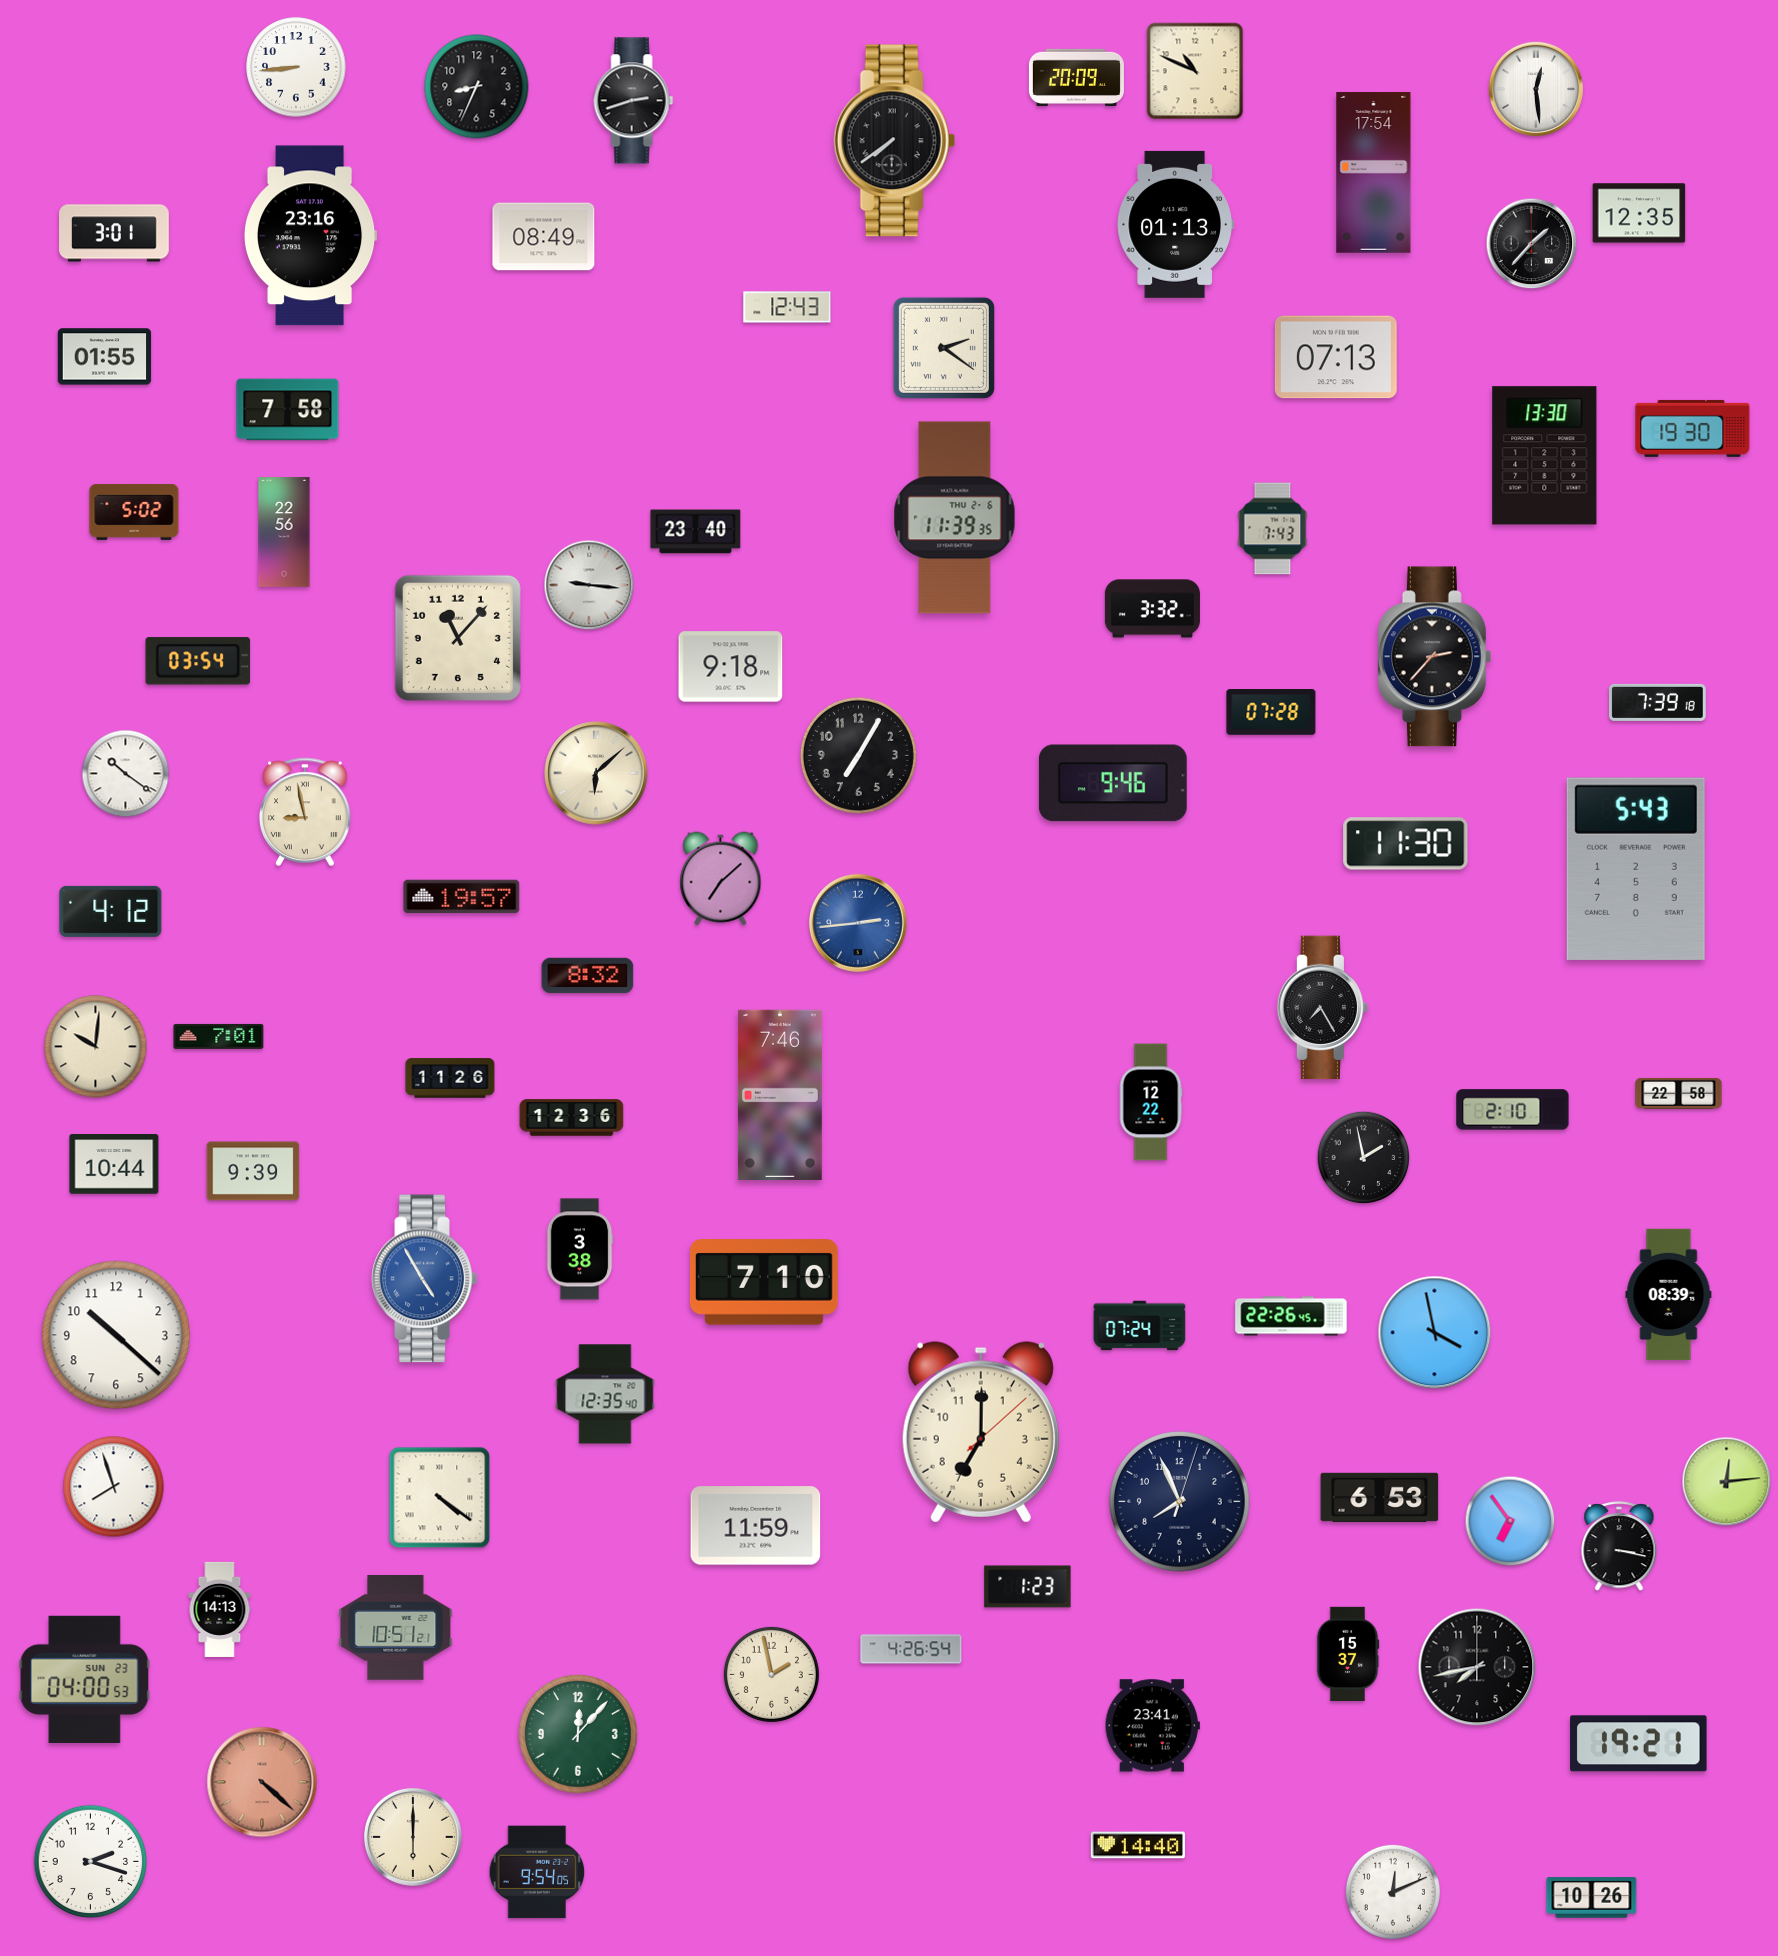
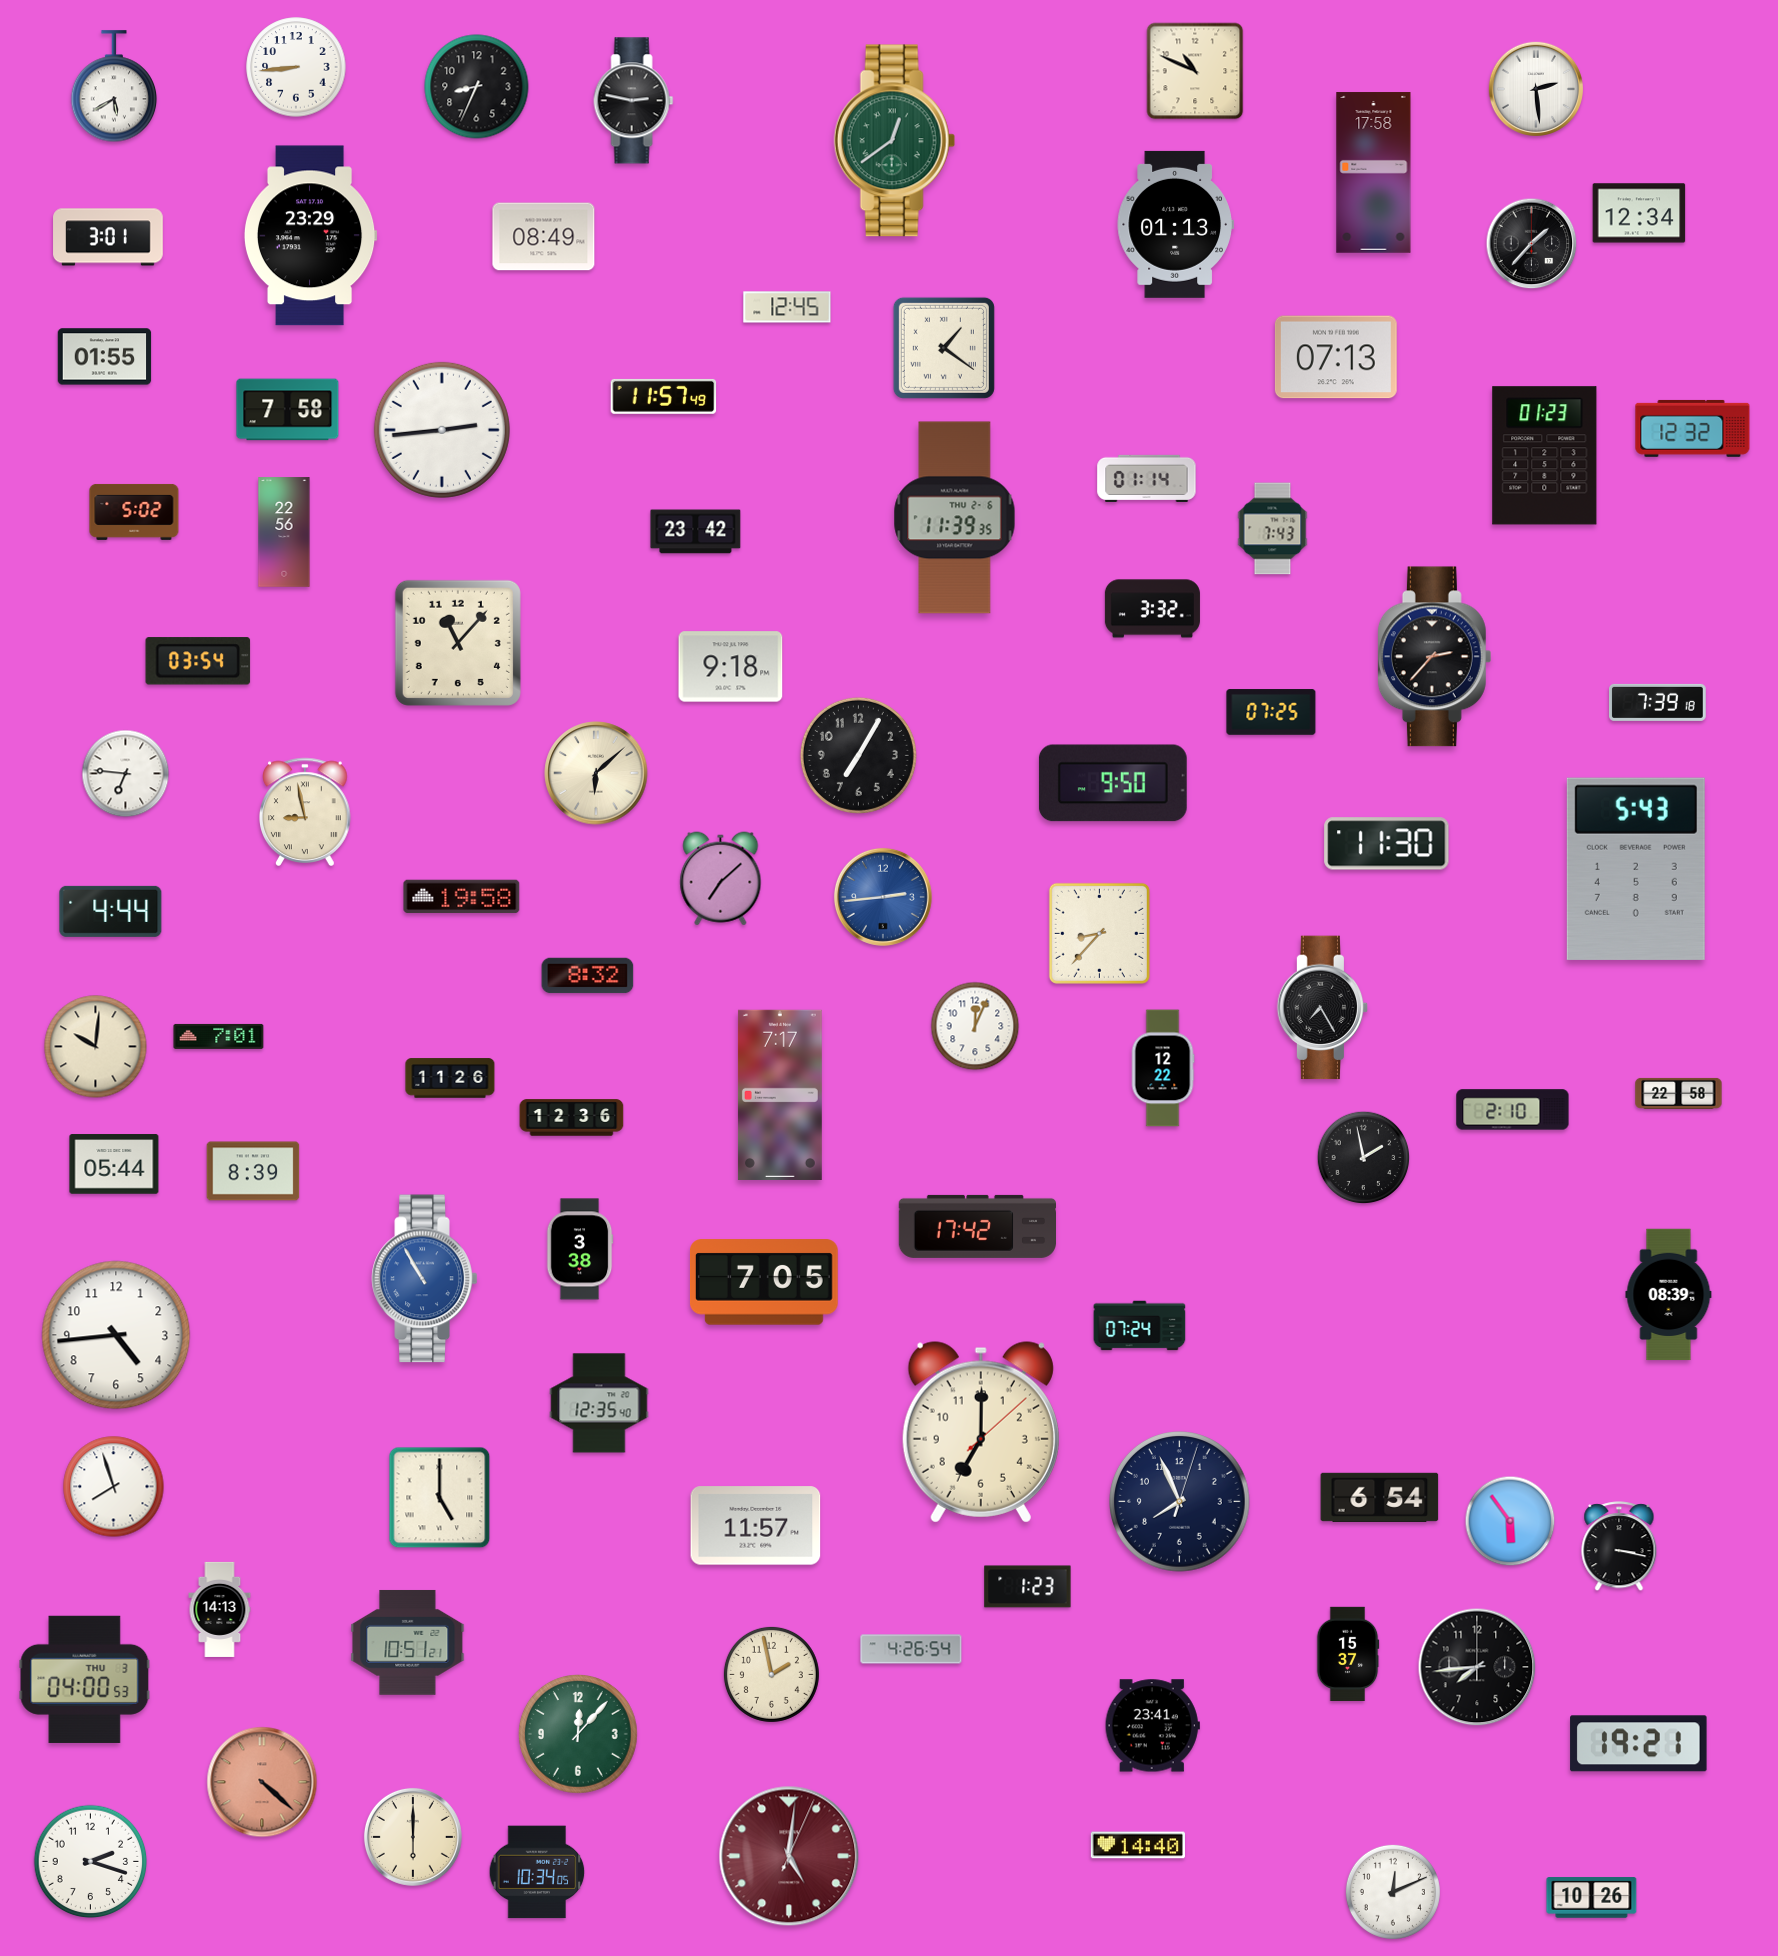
clock at (1076, 78): 20:09 -> none
clock at (114, 87): none -> 5:40
clock at (1536, 89): 12:29 -> 2:29
clock at (634, 101): 2:42 -> 2:47
clock at (894, 141): 7:39 -> 12:39
clock at (894, 141) dial: black -> green
clock at (1374, 173): 17:54 -> 17:58
clock at (1639, 213): 12:35 -> 12:34
clock at (114, 233) position: (114, 233) -> (108, 237)
clock at (310, 236): 23:16 -> 23:29
clock at (787, 307): 12:43 -> 12:45
clock at (944, 348): 2:21 -> 1:21
clock at (664, 396): none -> 11:57
clock at (1693, 428): 19:30 -> 12:32
clock at (442, 430): none -> 2:44
clock at (1545, 456): 13:30 -> 01:23
clock at (1147, 478): none -> 01:14
clock at (696, 532): 23:40 -> 23:42
clock at (589, 585): 9:16 -> none
clock at (458, 638) position: (458, 638) -> (458, 643)
clock at (1271, 712): 07:28 -> 07:25
clock at (126, 774): 10:21 -> 6:46
clock at (1113, 783): 9:46 -> 9:50
clock at (1406, 844) position: (1406, 844) -> (1387, 844)
clock at (462, 897): 19:57 -> 19:58
clock at (111, 911): 4:12 -> 4:44
clock at (858, 923) position: (858, 923) -> (883, 897)
clock at (1099, 933): none -> 8:37
clock at (975, 1026): none -> 12:04
clock at (780, 1095): 7:46 -> 7:17
clock at (1151, 1102) position: (1151, 1102) -> (1163, 1068)
clock at (114, 1164): 10:44 -> 05:44
clock at (253, 1171): 9:39 -> 8:39
clock at (978, 1226): none -> 17:42
clock at (425, 1279): 4:55 -> 10:55
clock at (765, 1282): 7:10 -> 7:05
clock at (1291, 1316): 22:26 -> none
clock at (1435, 1333): 3:58 -> none
clock at (116, 1335): 10:22 -> 4:44
clock at (605, 1394) position: (605, 1394) -> (599, 1403)
clock at (1727, 1482): 12:14 -> none
clock at (1380, 1497): 6:53 -> 6:54
clock at (440, 1498): 4:21 -> 5:00
clock at (1510, 1521): 6:54 -> 5:54
clock at (756, 1526): 11:59 -> 11:57
clock at (396, 1627) position: (396, 1627) -> (408, 1642)
clock at (1477, 1667): 7:43 -> 7:44
clock at (85, 1679) date: SUN 23 -> THU 3
clock at (789, 1856): none -> 5:01
clock at (537, 1872): 9:54 -> 10:34
